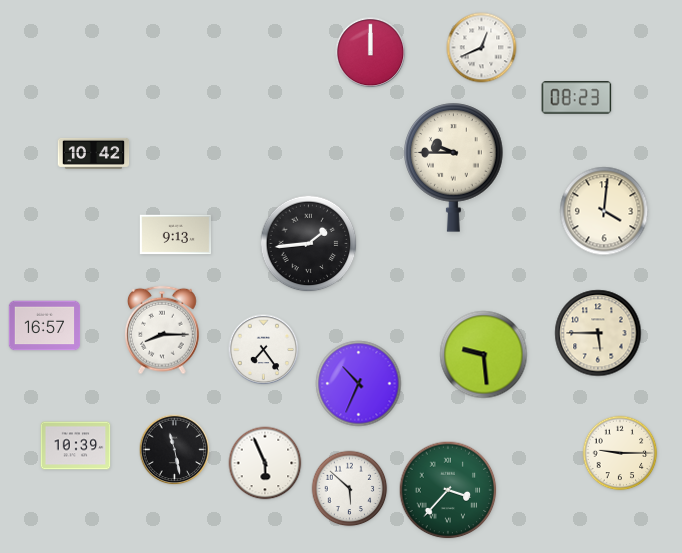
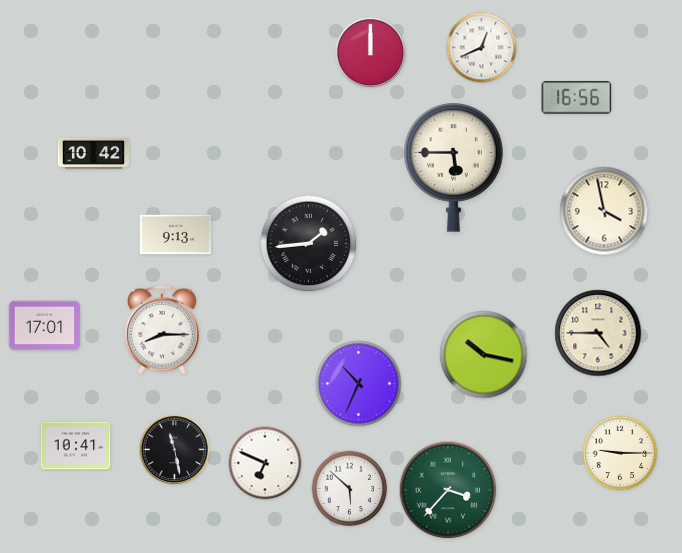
clock at (577, 98): 08:23 -> 16:56
clock at (454, 168): 9:45 -> 5:45
clock at (604, 211): 4:01 -> 3:58
clock at (45, 326): 16:57 -> 17:01
clock at (598, 333): 5:45 -> 4:45
clock at (264, 350): 7:24 -> none
clock at (484, 355): 9:29 -> 10:17
clock at (76, 446): 10:39 -> 10:41
clock at (265, 463): 5:56 -> 6:49
